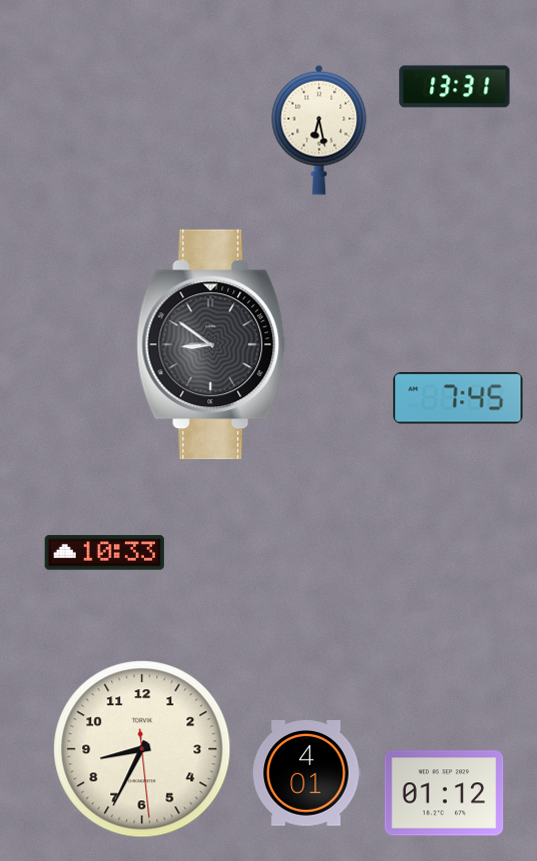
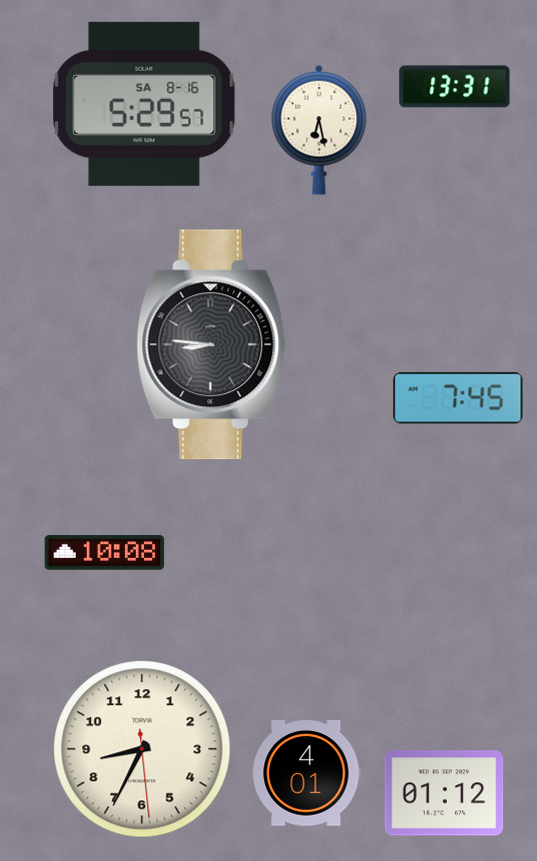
clock at (144, 104): none -> 5:29
clock at (212, 345): 8:51 -> 8:46
clock at (105, 553): 10:33 -> 10:08
